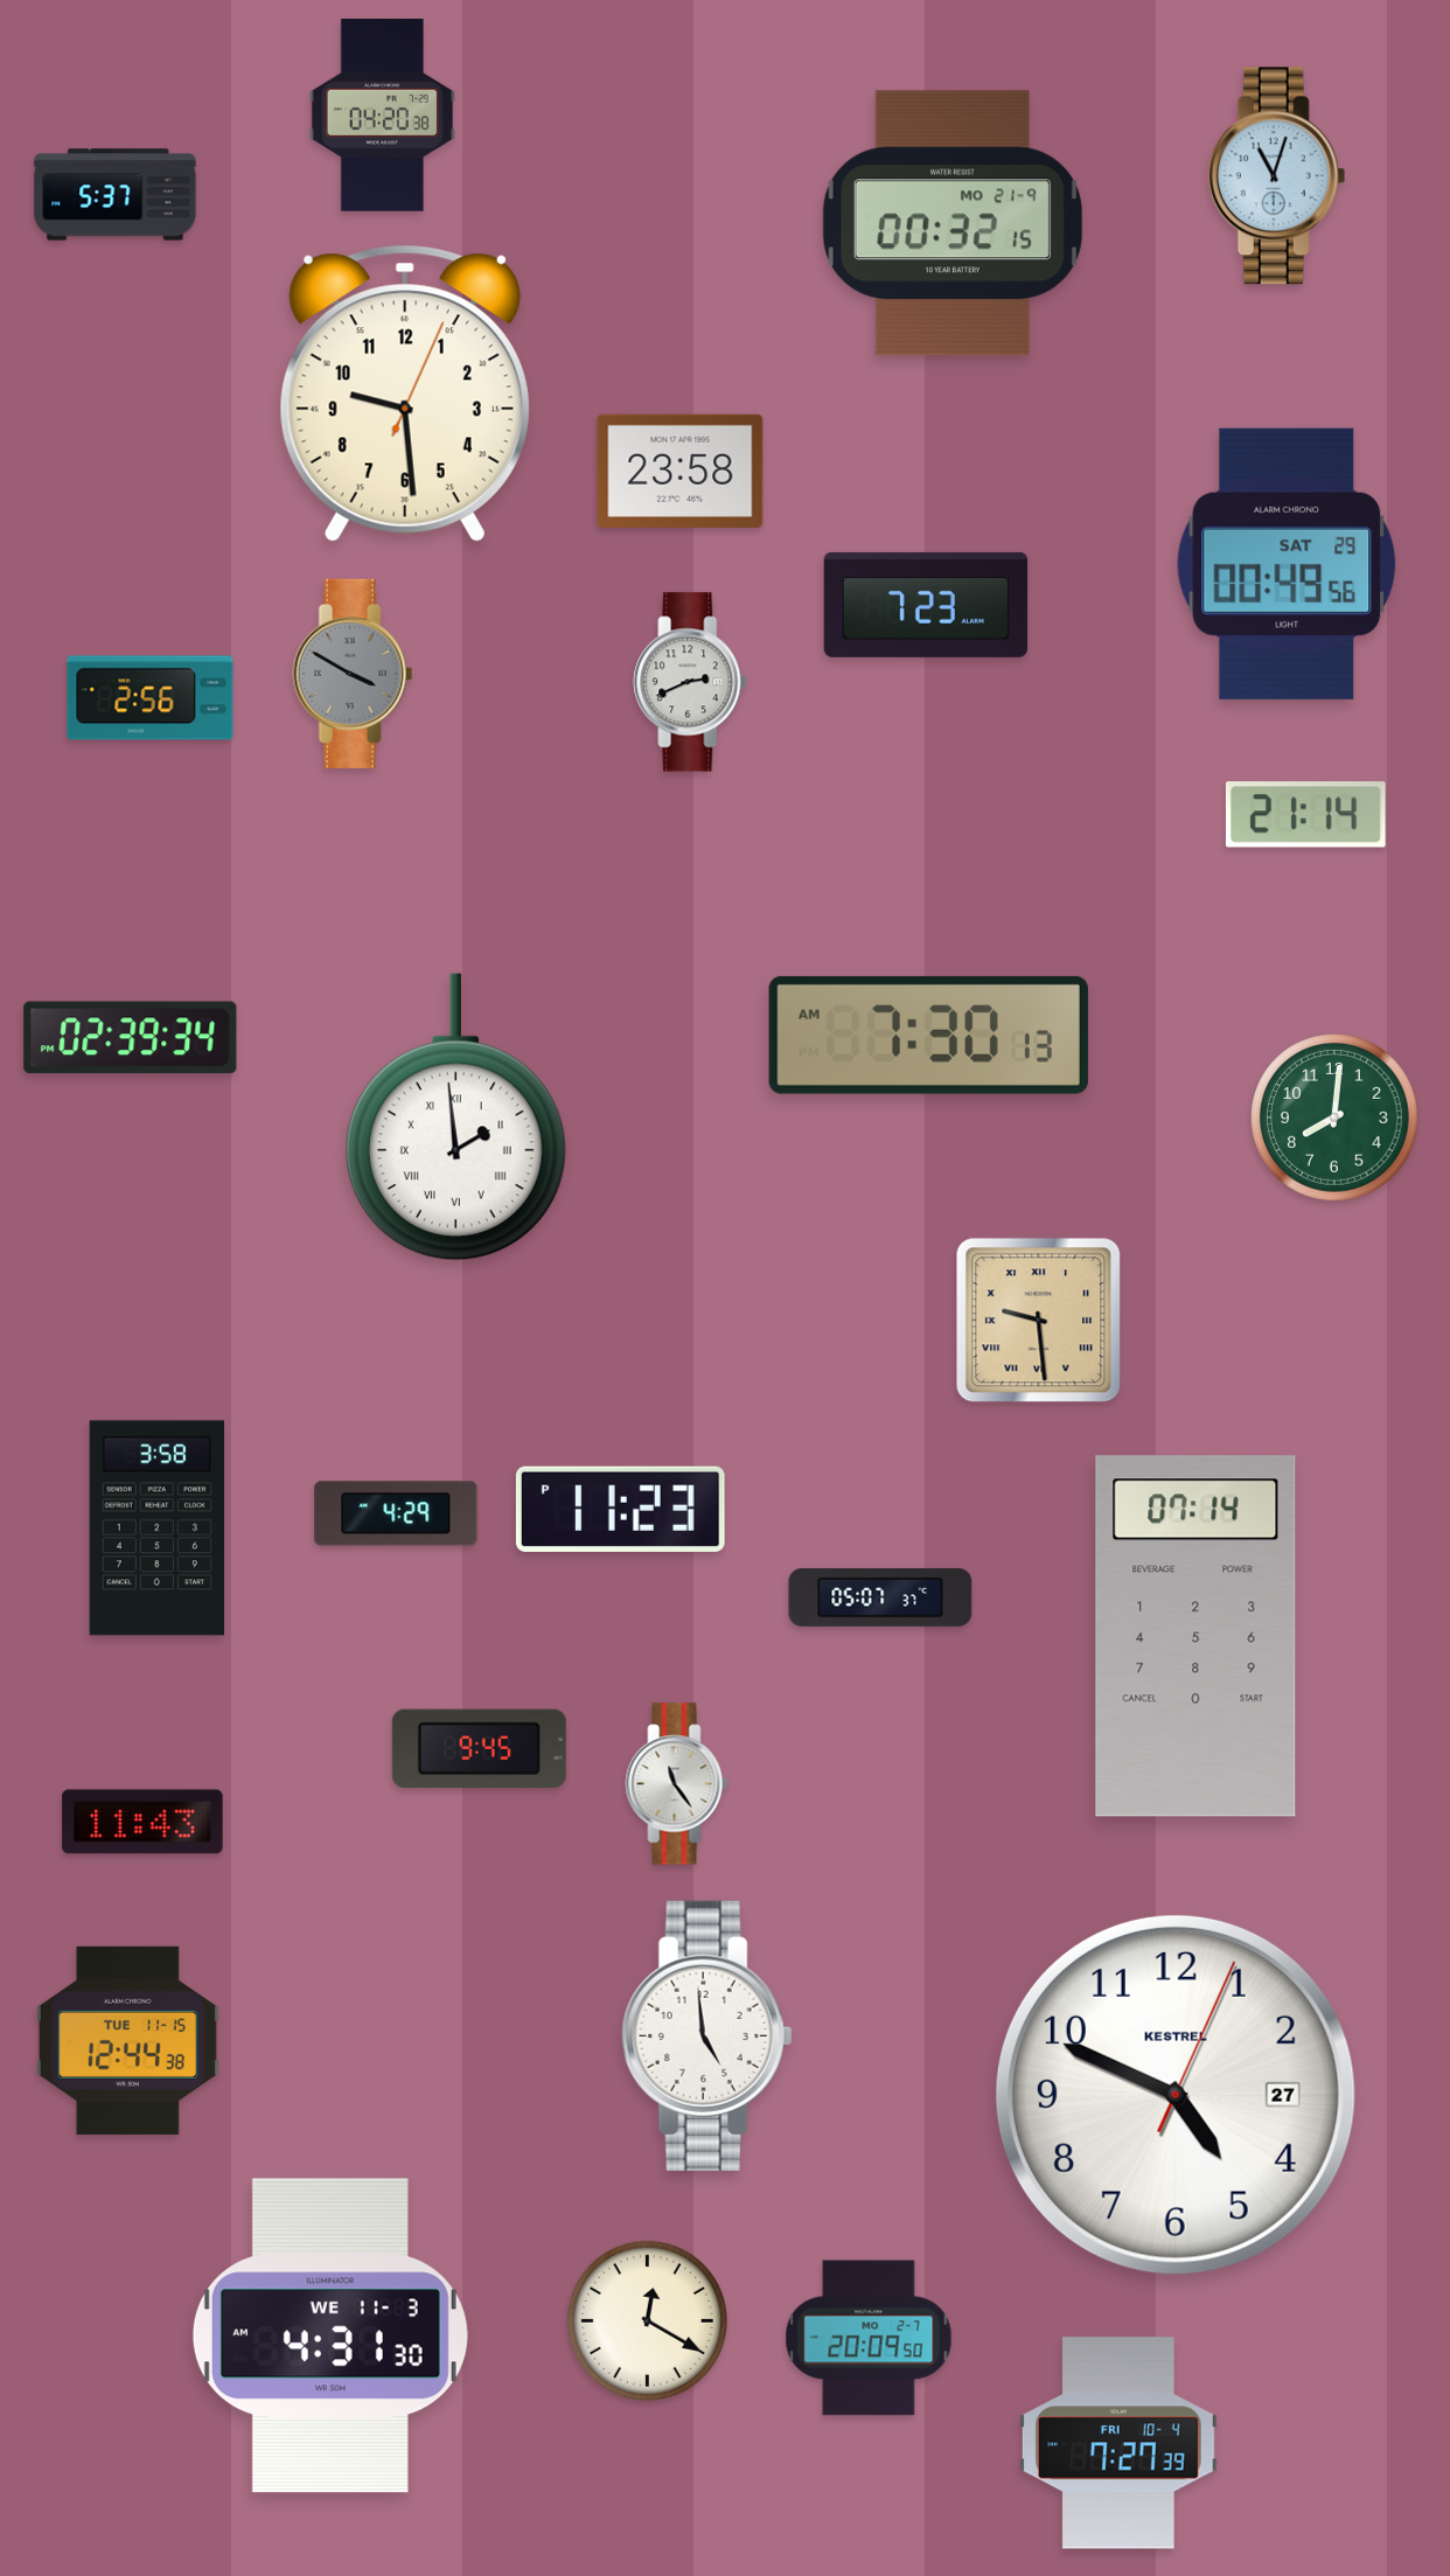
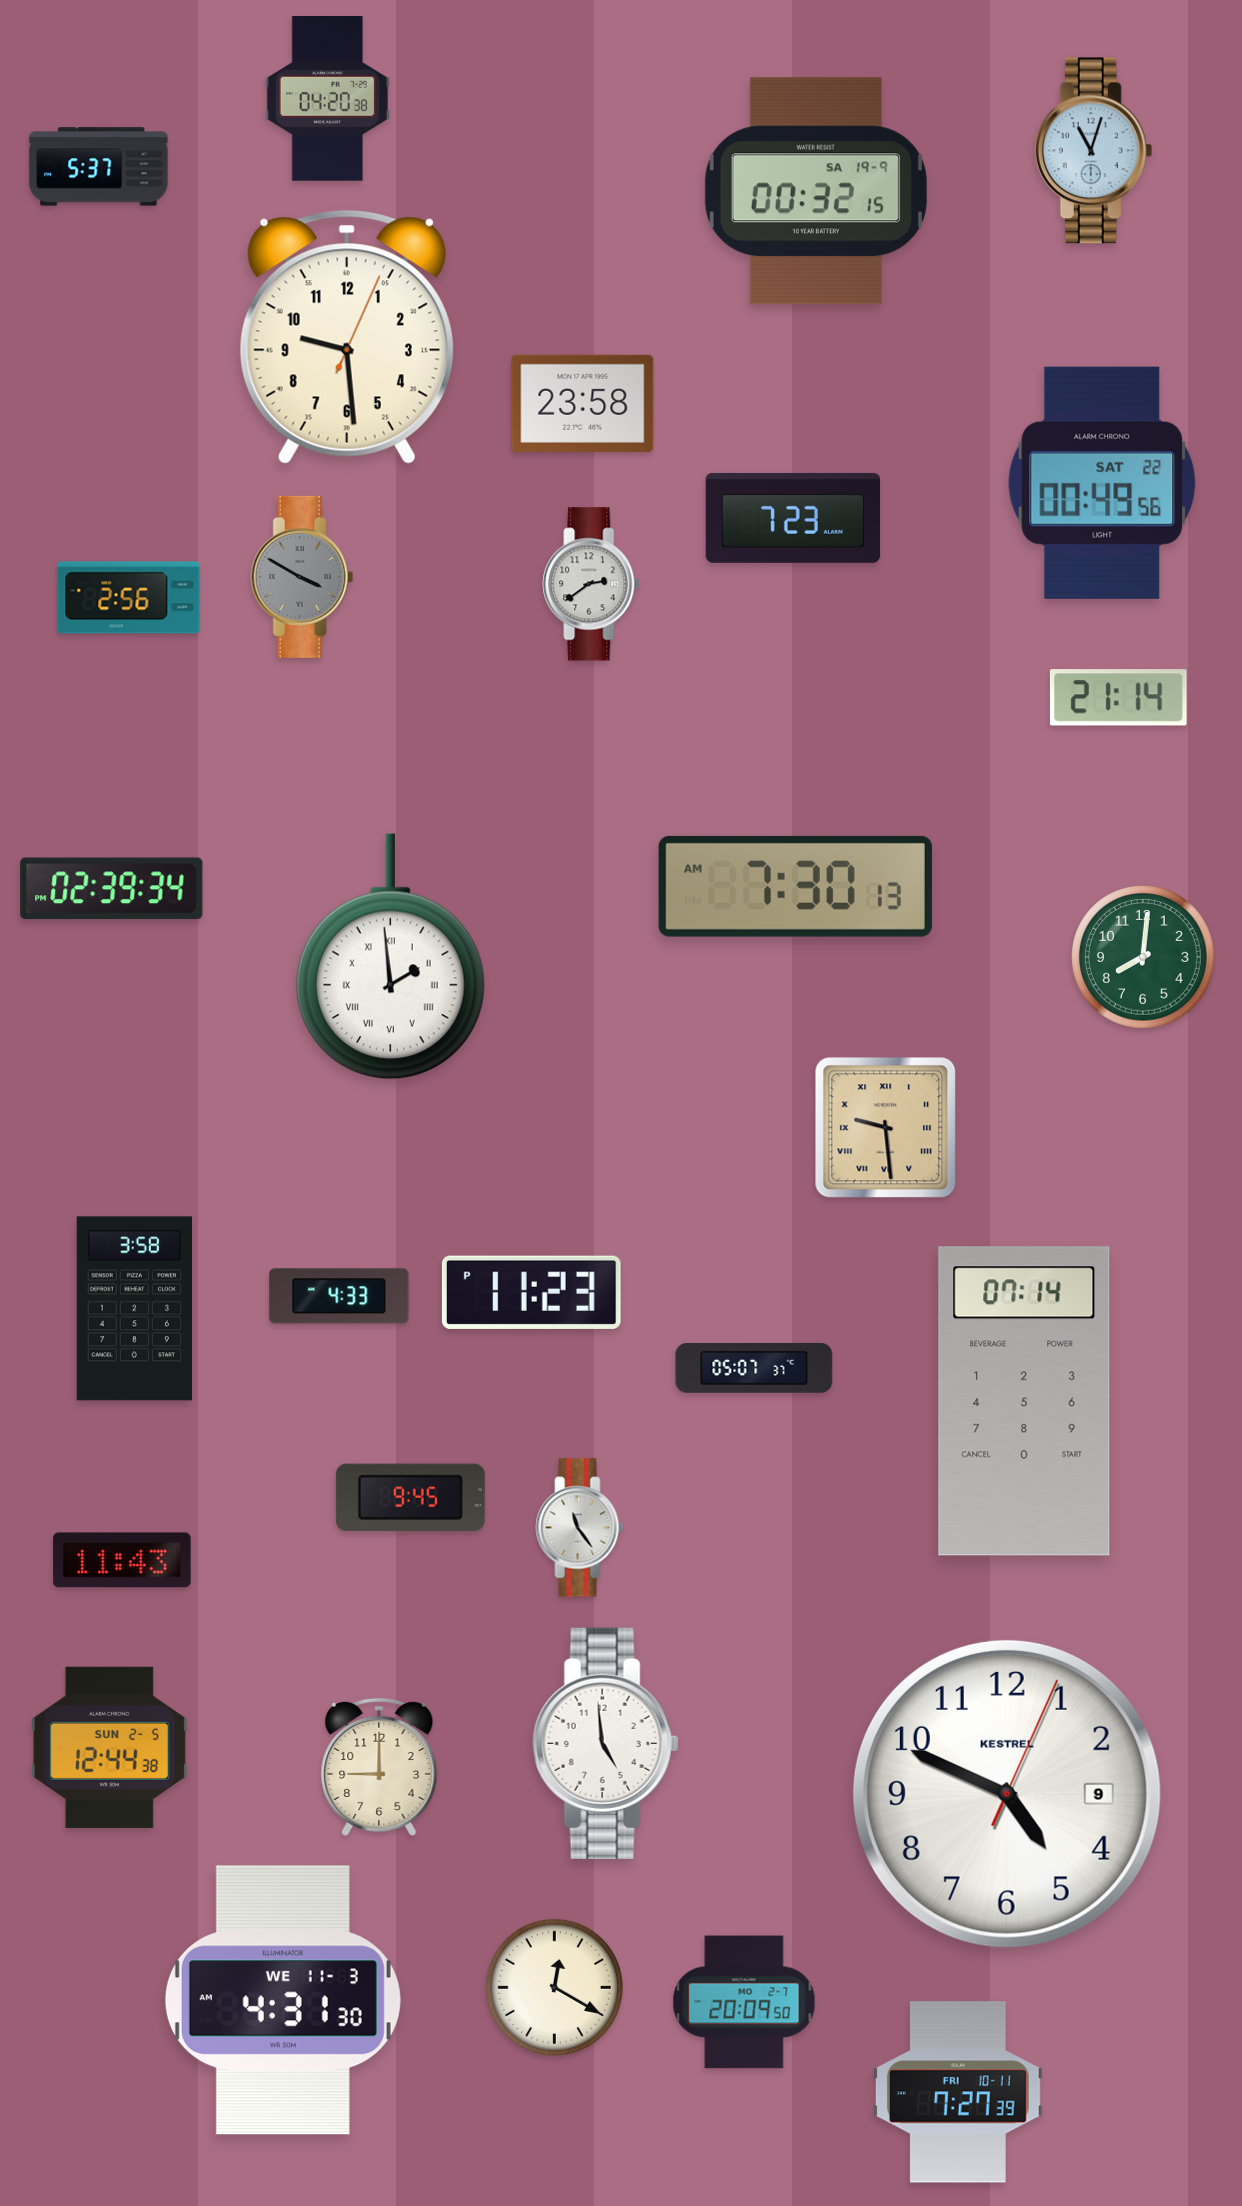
clock at (953, 223) date: MO 21-9 -> SA 19-9
clock at (1287, 564) date: SAT 29 -> SAT 22
clock at (690, 682): 2:41 -> 2:39
clock at (1039, 1321) position: (1039, 1321) -> (886, 1128)
clock at (396, 1513): 4:29 -> 4:33
clock at (127, 2040) date: TUE 11-15 -> SUN 2-5
clock at (379, 1767): none -> 9:00
clock at (1176, 2095) date: 27 -> 9
clock at (1118, 2443) date: FRI 10-4 -> FRI 10-11
